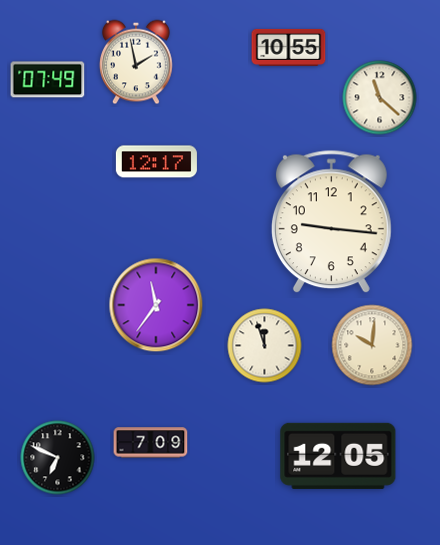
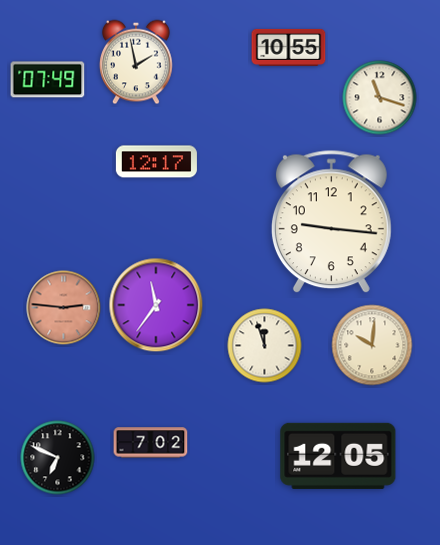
clock at (380, 98): 11:22 -> 11:18
clock at (64, 308): none -> 2:46
clock at (151, 443): 7:09 -> 7:02
